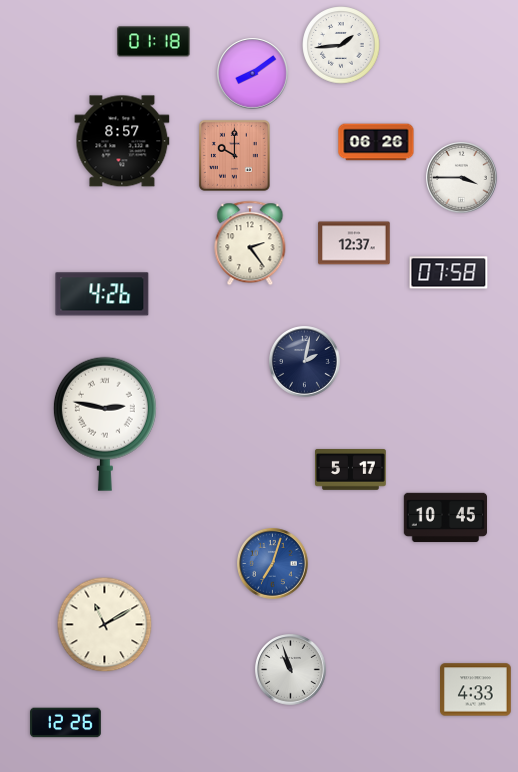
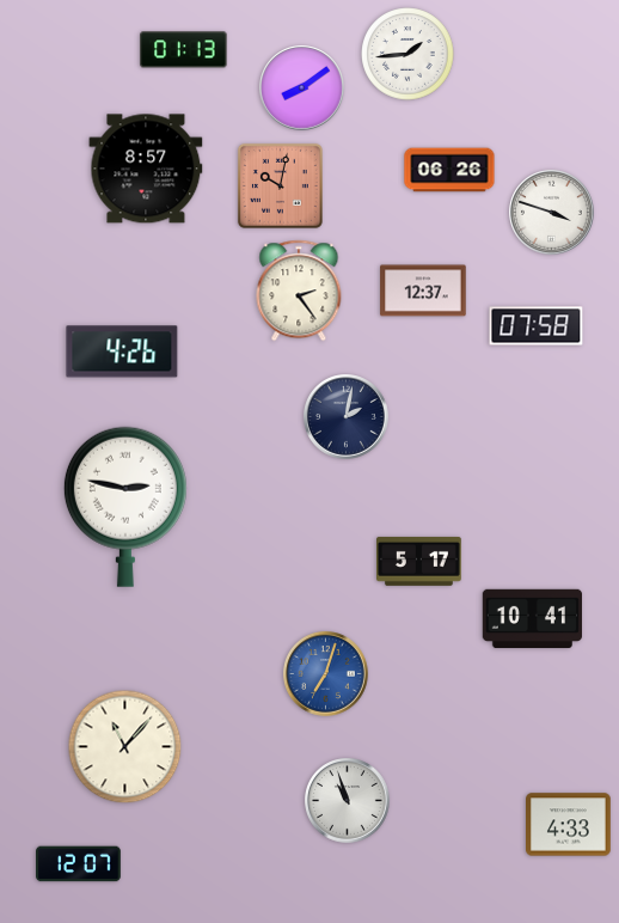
clock at (154, 42): 01:18 -> 01:13
clock at (234, 155): 10:00 -> 10:02
clock at (462, 178): 3:45 -> 3:48
clock at (305, 362) position: (305, 362) -> (347, 417)
clock at (445, 518): 10:45 -> 10:41
clock at (105, 625): 11:10 -> 11:07
clock at (66, 723): 12:26 -> 12:07
